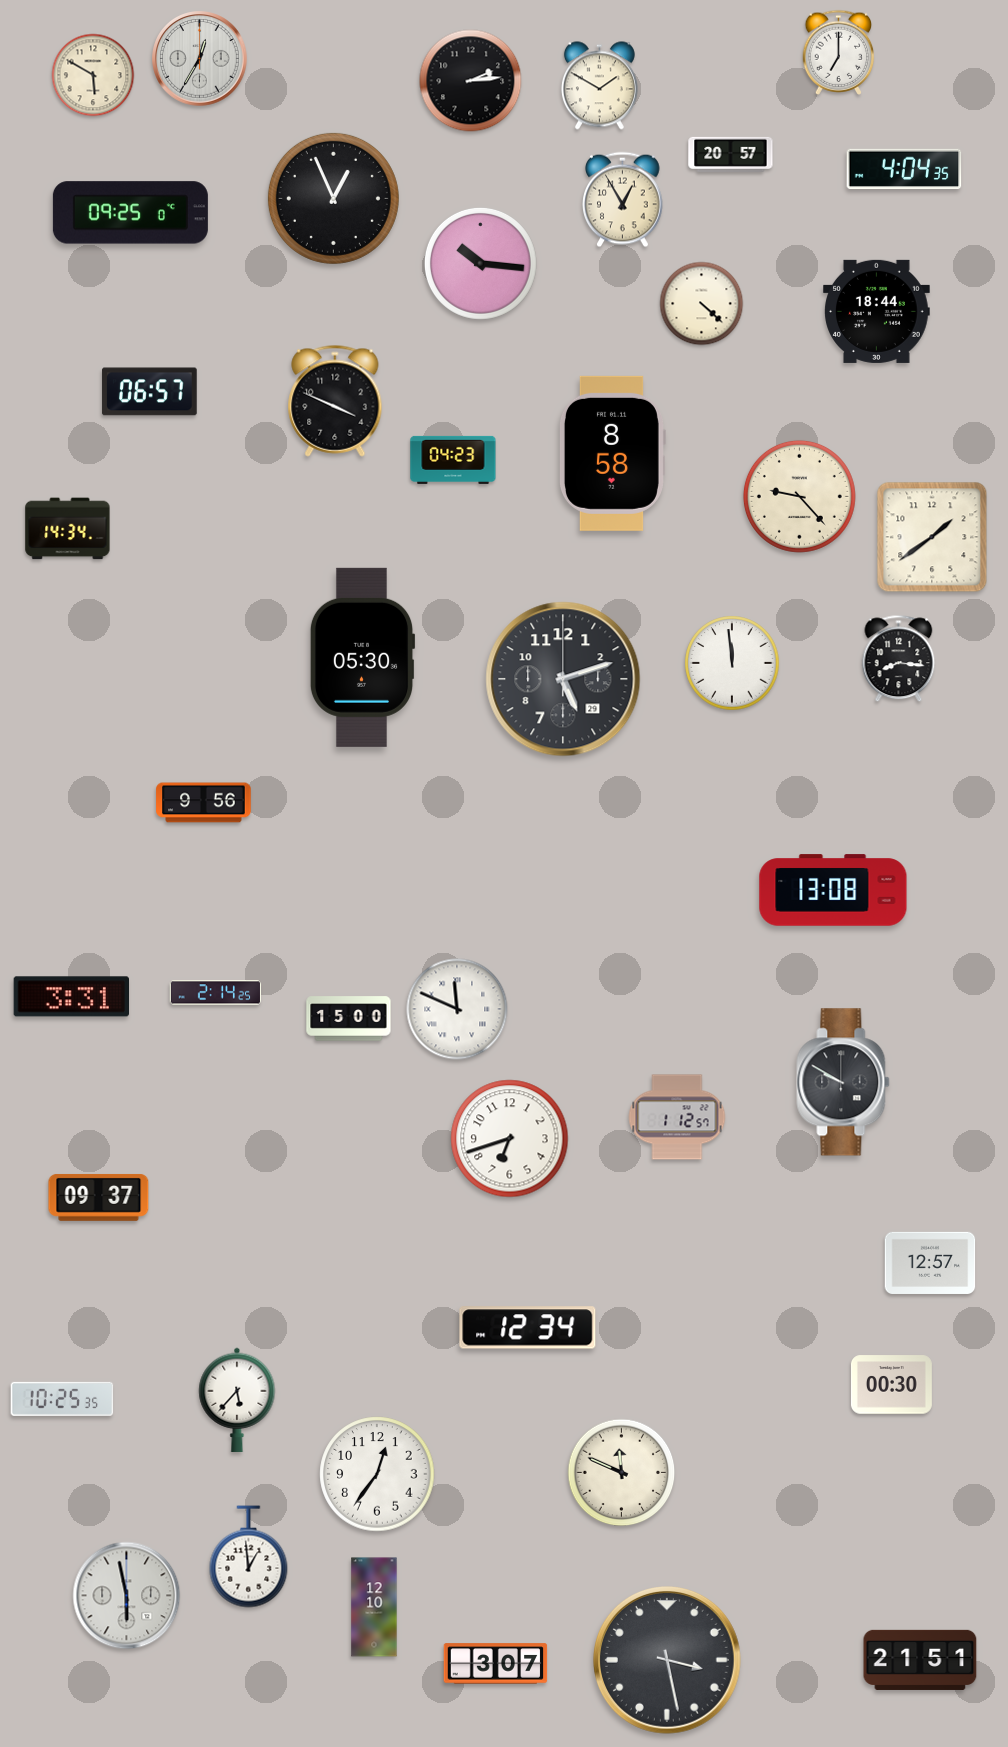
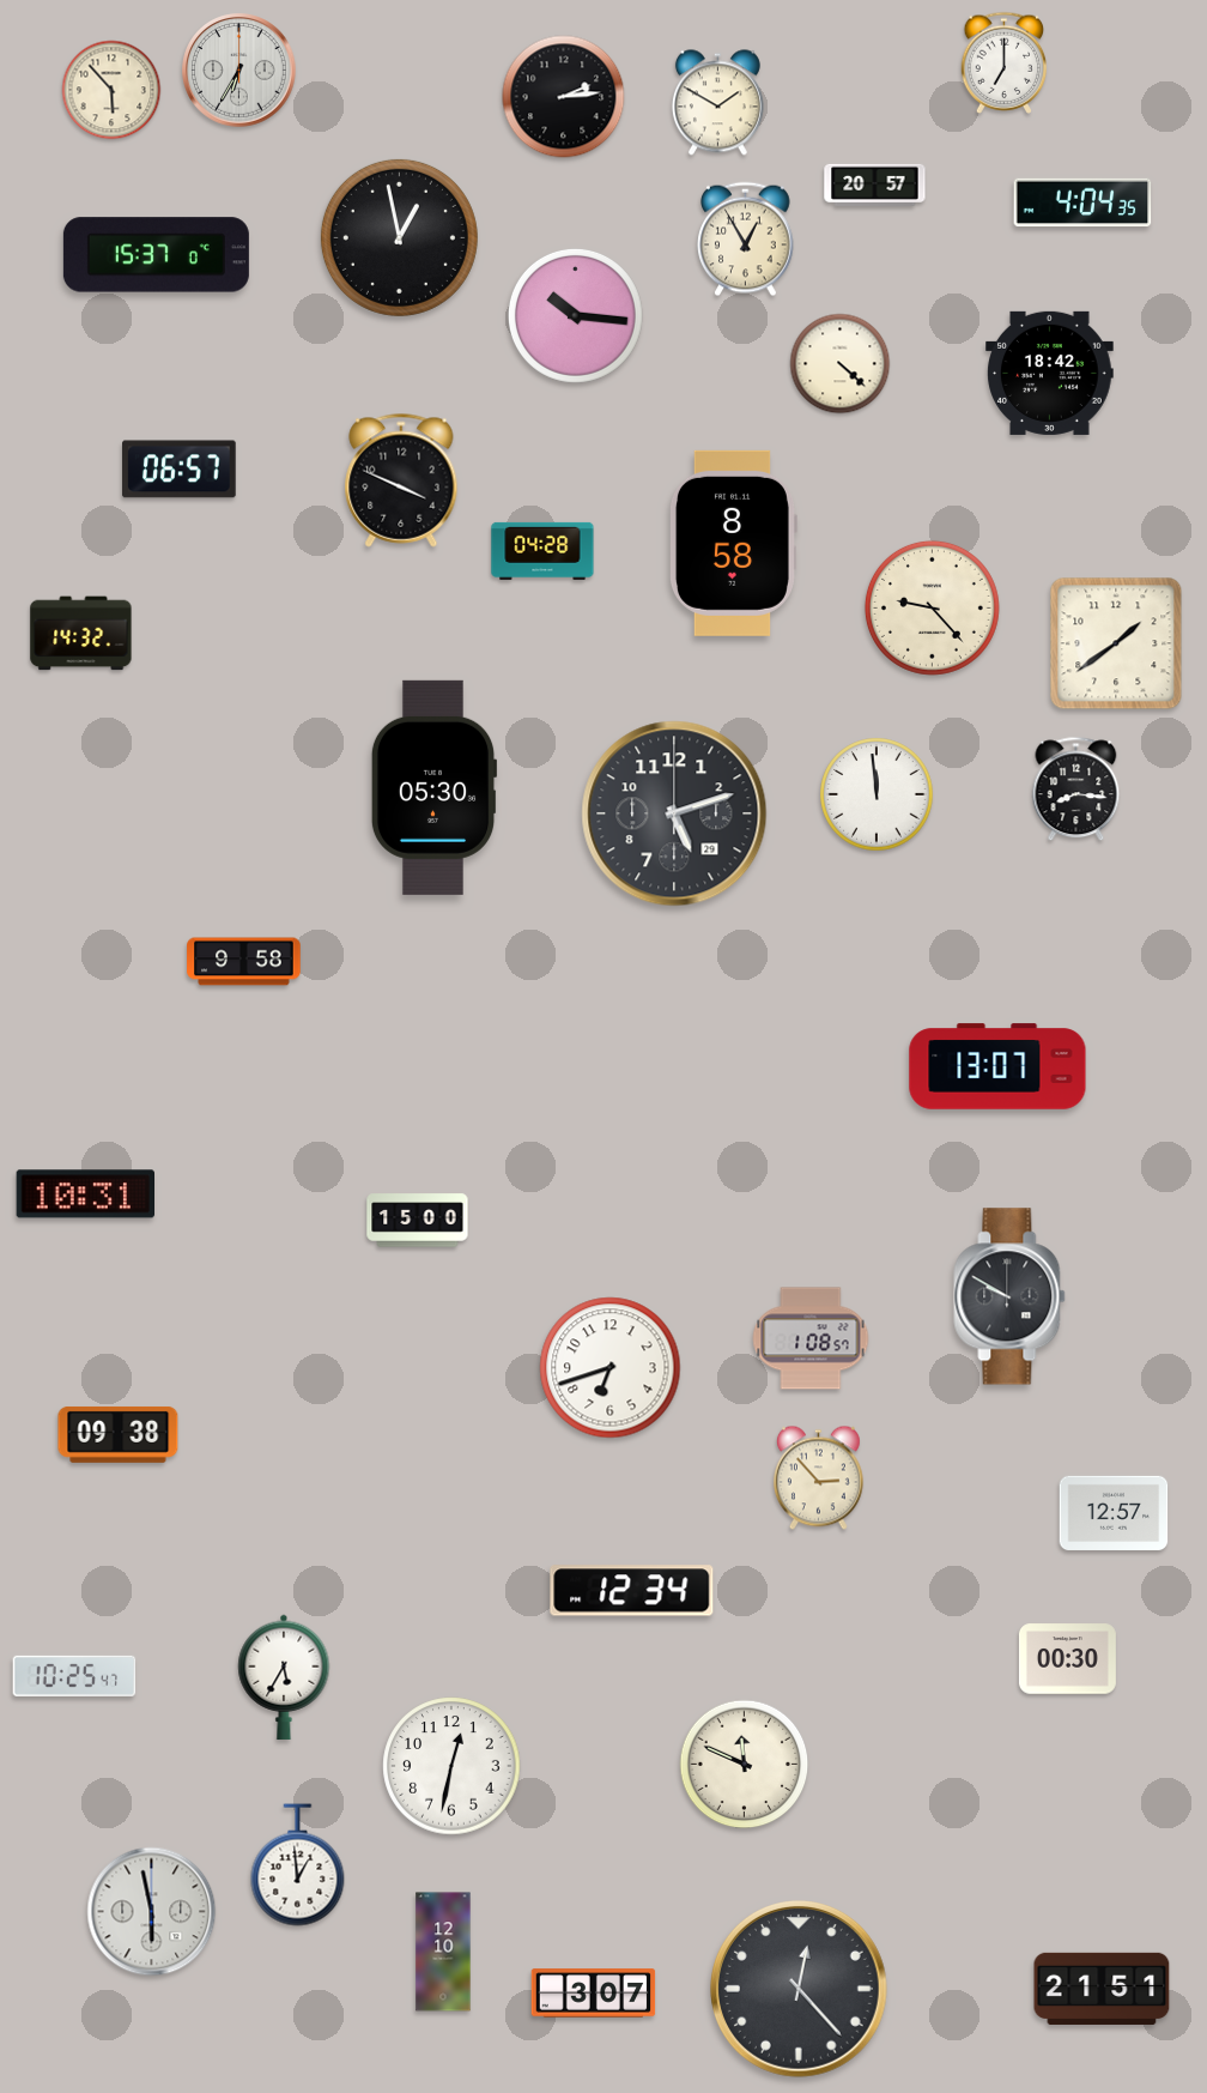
clock at (200, 59): 12:35 -> 6:35
clock at (93, 75): 5:50 -> 5:53
clock at (333, 198): 12:56 -> 12:58
clock at (130, 213): 09:25 -> 15:37
clock at (877, 311): 18:44 -> 18:42
clock at (453, 460): 04:23 -> 04:28
clock at (799, 496) position: (799, 496) -> (932, 607)
clock at (68, 529): 14:34 -> 14:32
clock at (204, 803): 9:56 -> 9:58
clock at (833, 890): 13:08 -> 13:07
clock at (216, 993): 2:14 -> none
clock at (72, 997): 3:31 -> 10:31
clock at (457, 1009): 11:49 -> none
clock at (677, 1117): 1:12 -> 1:08
clock at (510, 1139) position: (510, 1139) -> (611, 1368)
clock at (99, 1197): 09:37 -> 09:38
clock at (819, 1478): none -> 2:53
clock at (62, 1399): 10:25:35 -> 10:25:47
clock at (237, 1400): 5:37 -> 5:35
clock at (377, 1474): 12:36 -> 12:32
clock at (374, 1607) position: (374, 1607) -> (443, 1952)
clock at (668, 1661): 3:28 -> 12:23
